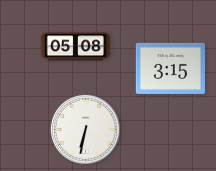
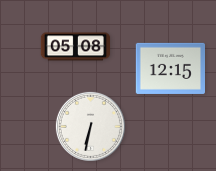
clock at (170, 68): 3:15 -> 12:15
clock at (85, 129) position: (85, 129) -> (90, 126)
